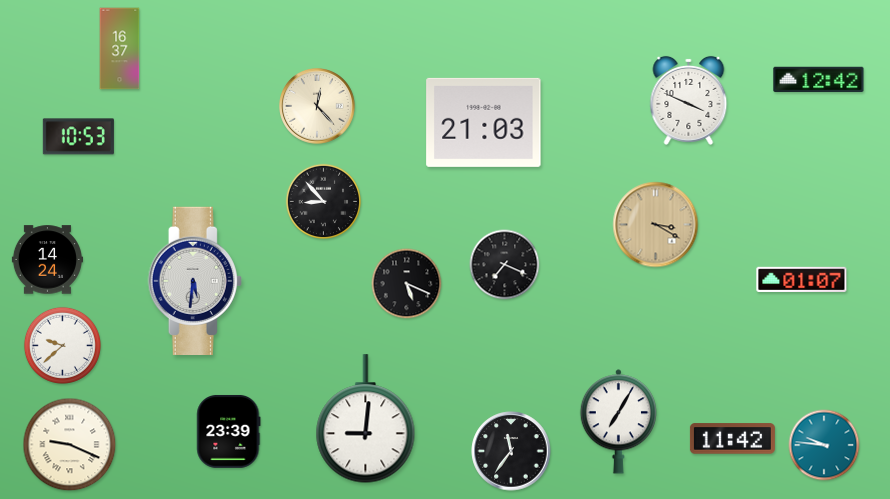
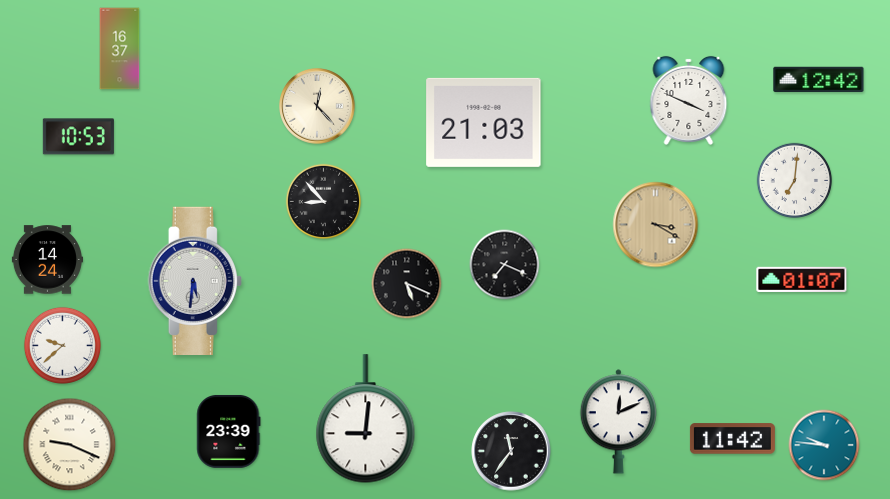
clock at (795, 181): none -> 7:01
clock at (618, 422): 7:05 -> 12:11
